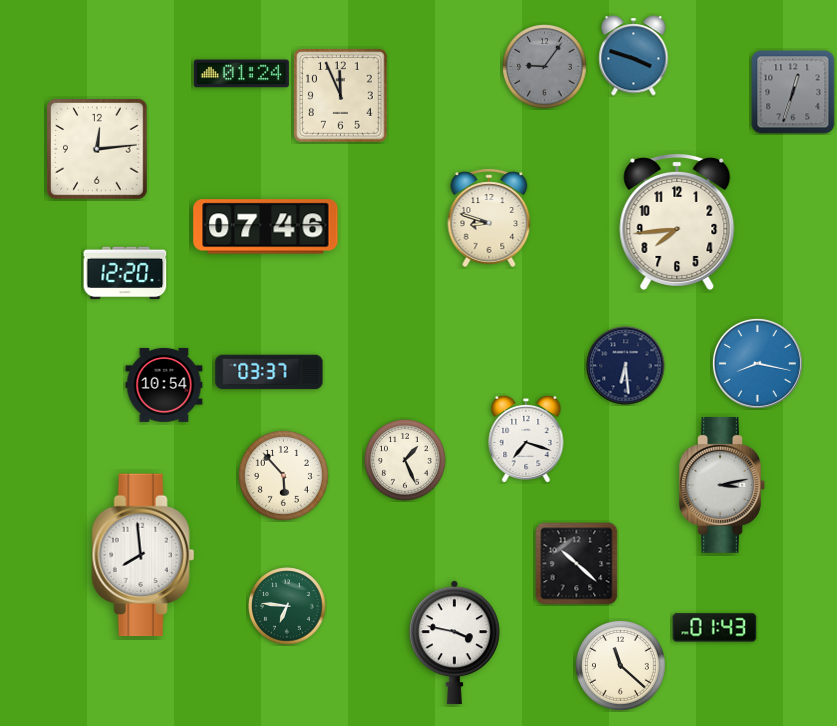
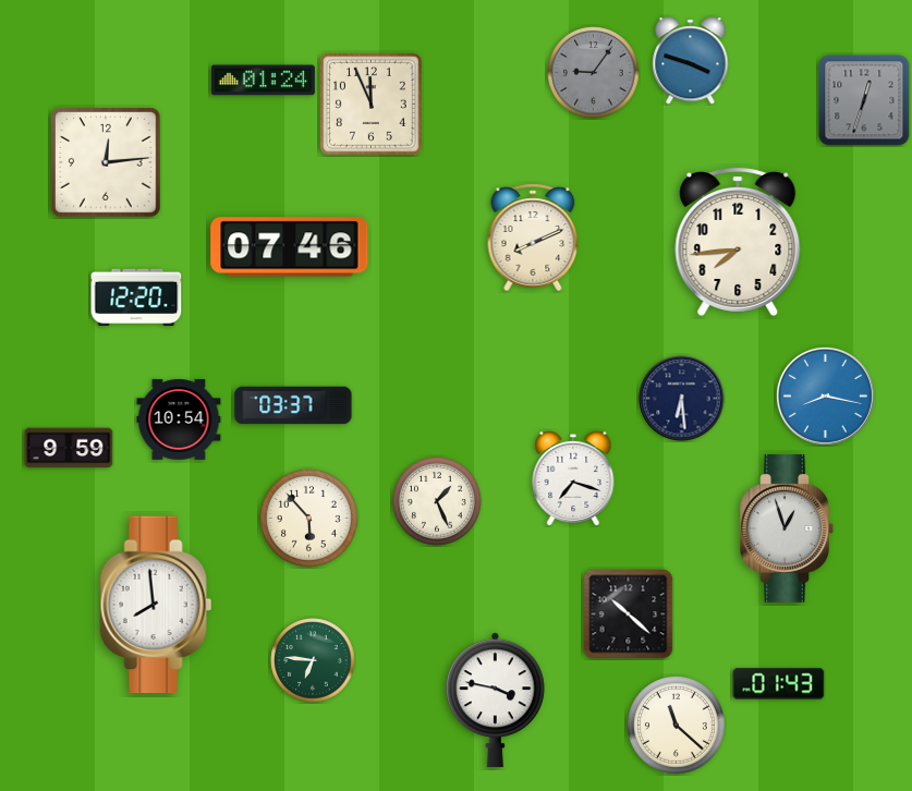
clock at (489, 218): 8:48 -> 8:11
clock at (69, 448): none -> 9:59
clock at (405, 460) position: (405, 460) -> (437, 501)
clock at (722, 485): 3:13 -> 12:57
